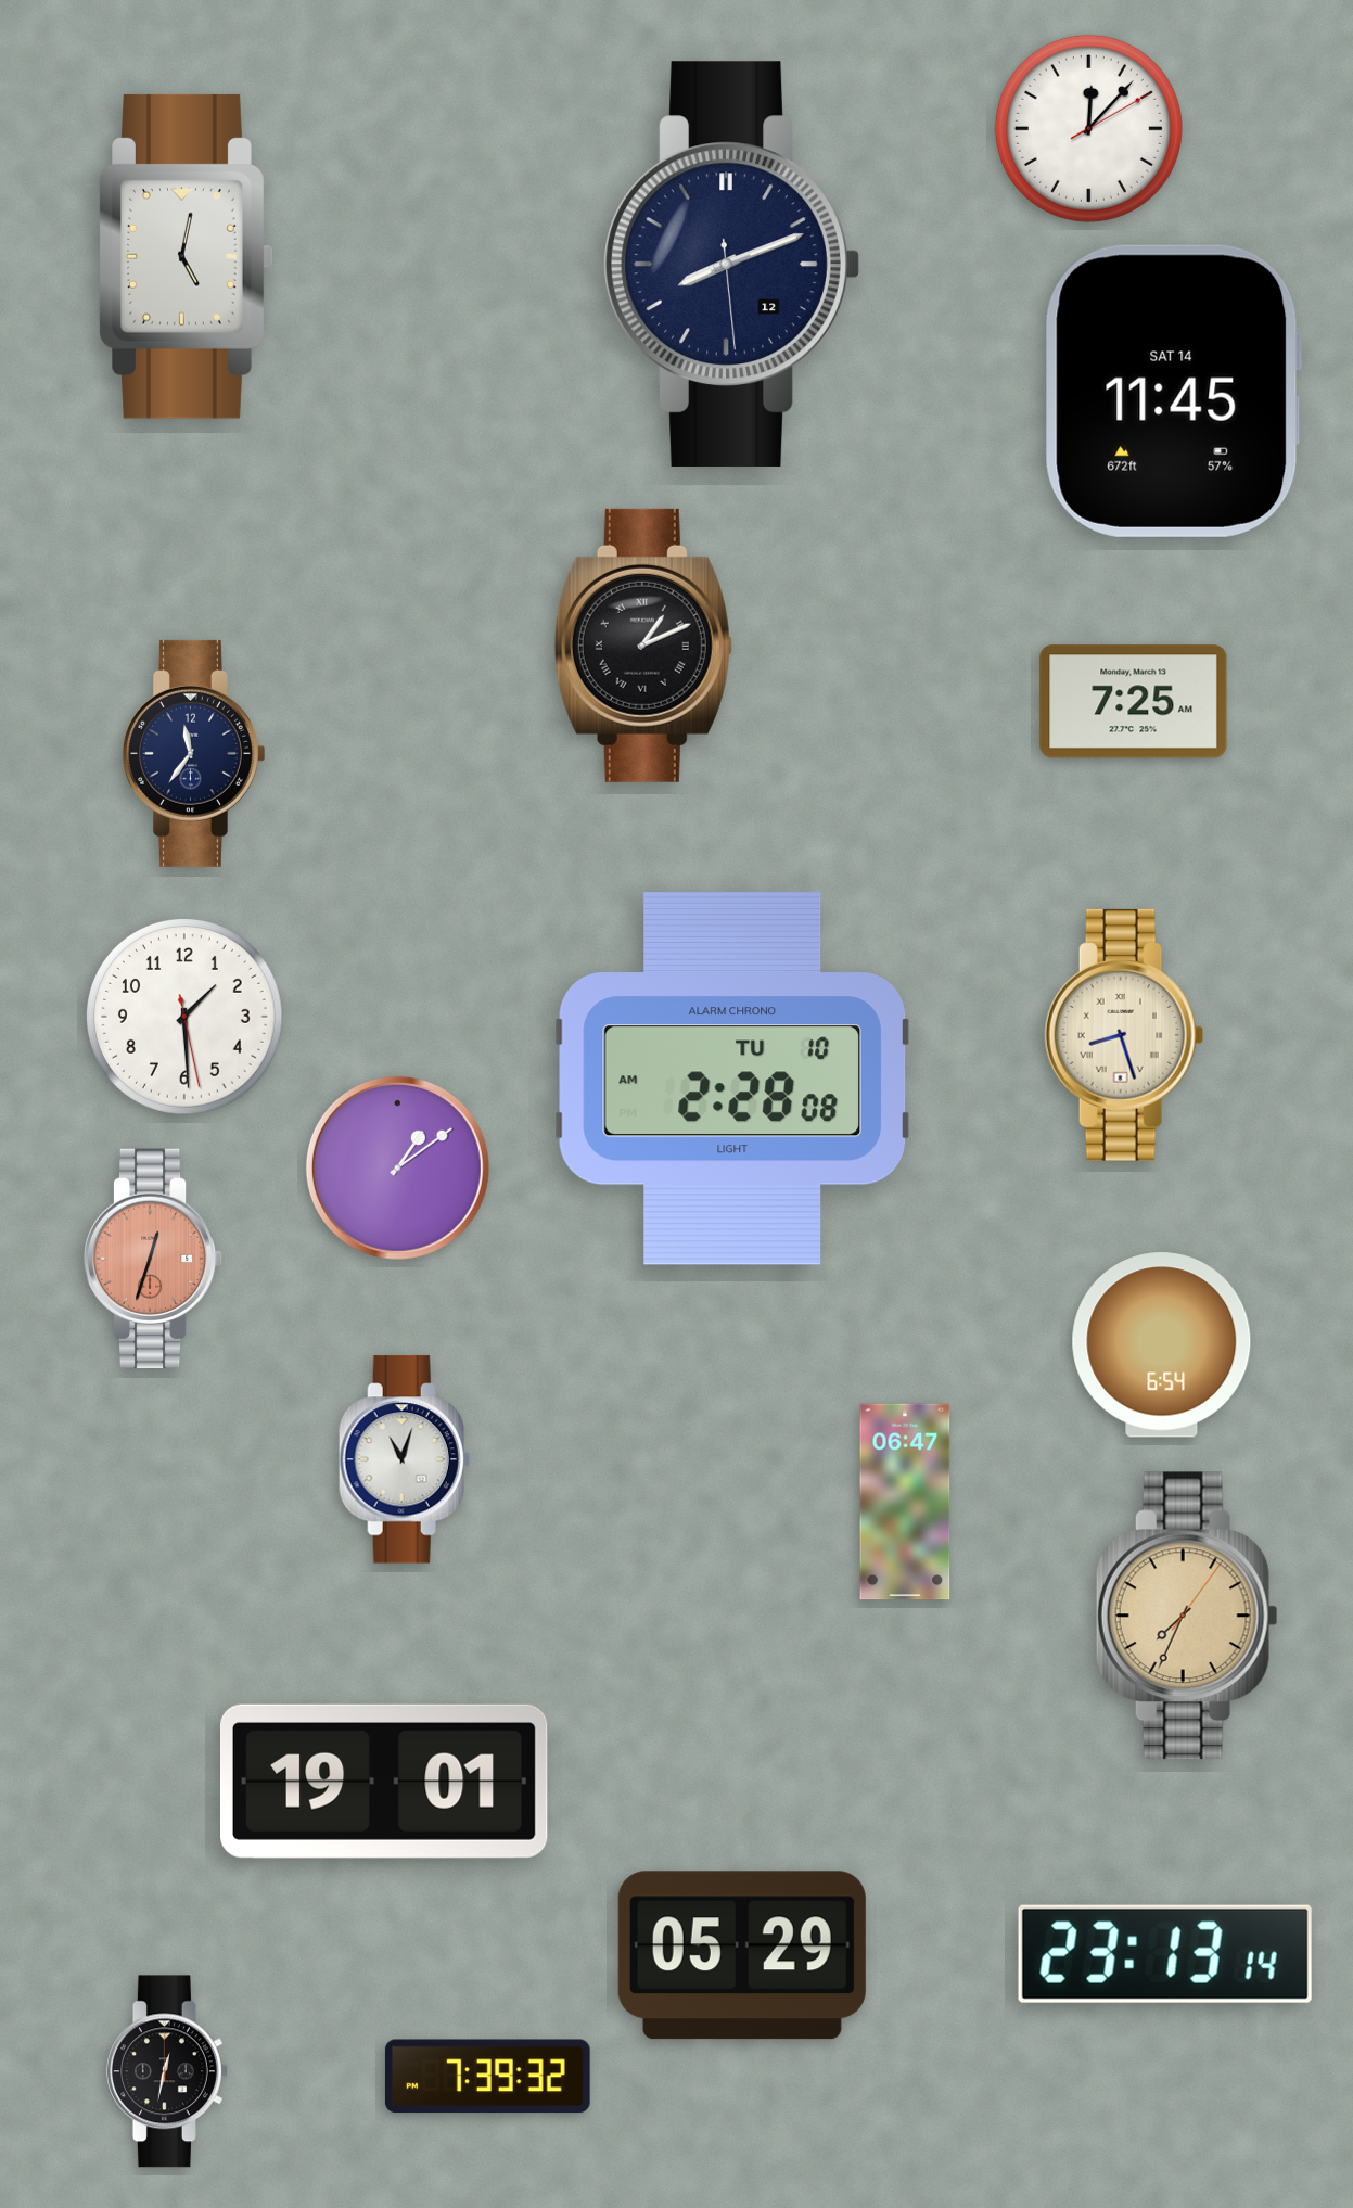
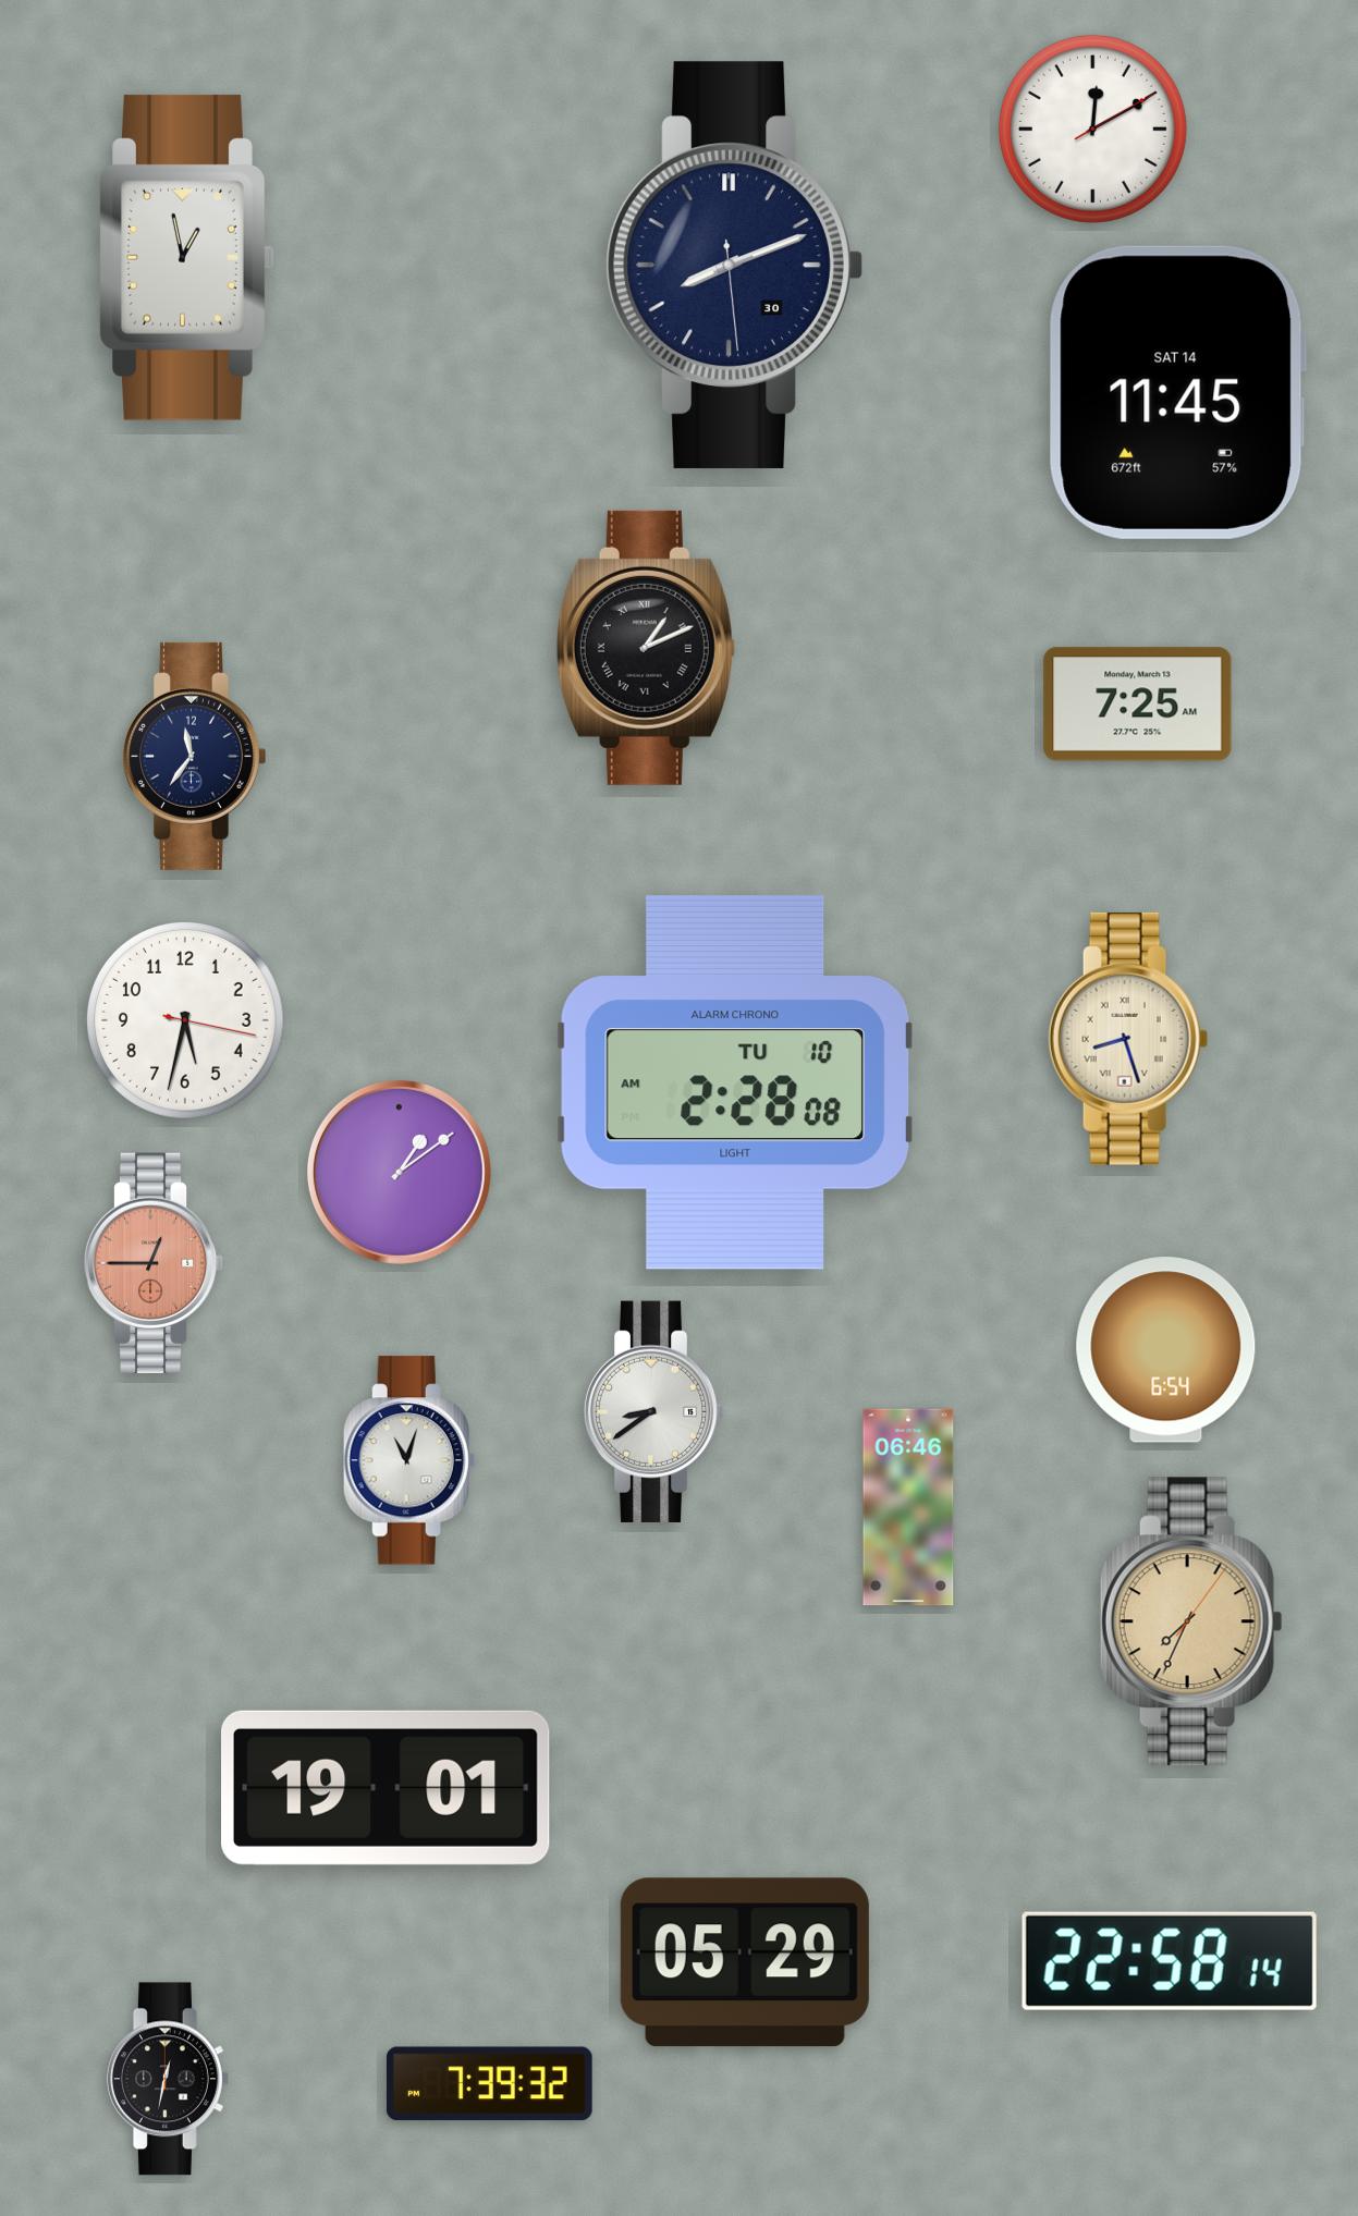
clock at (1088, 128): 12:07 -> 12:10
clock at (187, 256): 5:02 -> 12:58
clock at (731, 264) date: 12 -> 30
clock at (184, 1017): 1:29 -> 5:32
clock at (153, 1258): 12:33 -> 12:45
clock at (654, 1411): none -> 8:39
clock at (405, 1459) position: (405, 1459) -> (409, 1460)
clock at (905, 1502): 06:47 -> 06:46
clock at (1165, 1954): 23:13 -> 22:58
